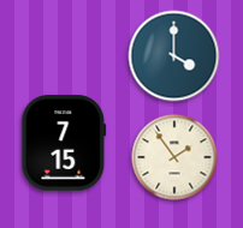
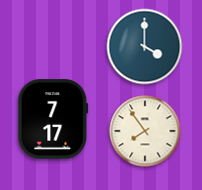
clock at (64, 143): 7:15 -> 7:17
clock at (174, 157): 1:54 -> 7:54
